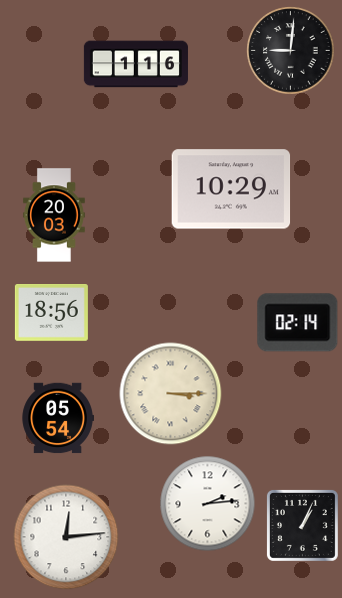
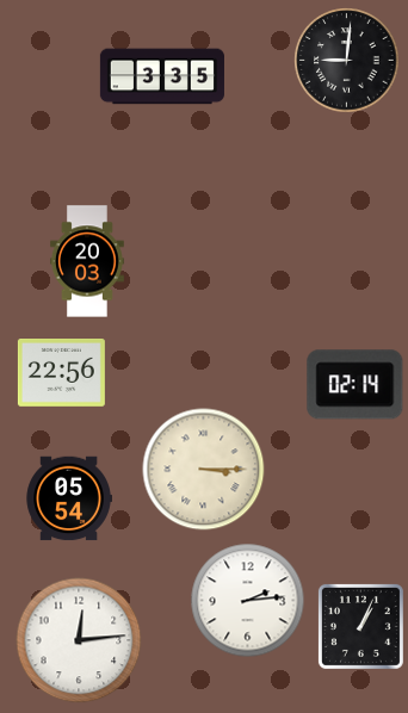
clock at (136, 64): 1:16 -> 3:35
clock at (231, 189): 10:29 -> none
clock at (55, 215) position: (55, 215) -> (88, 261)
clock at (51, 313): 18:56 -> 22:56
